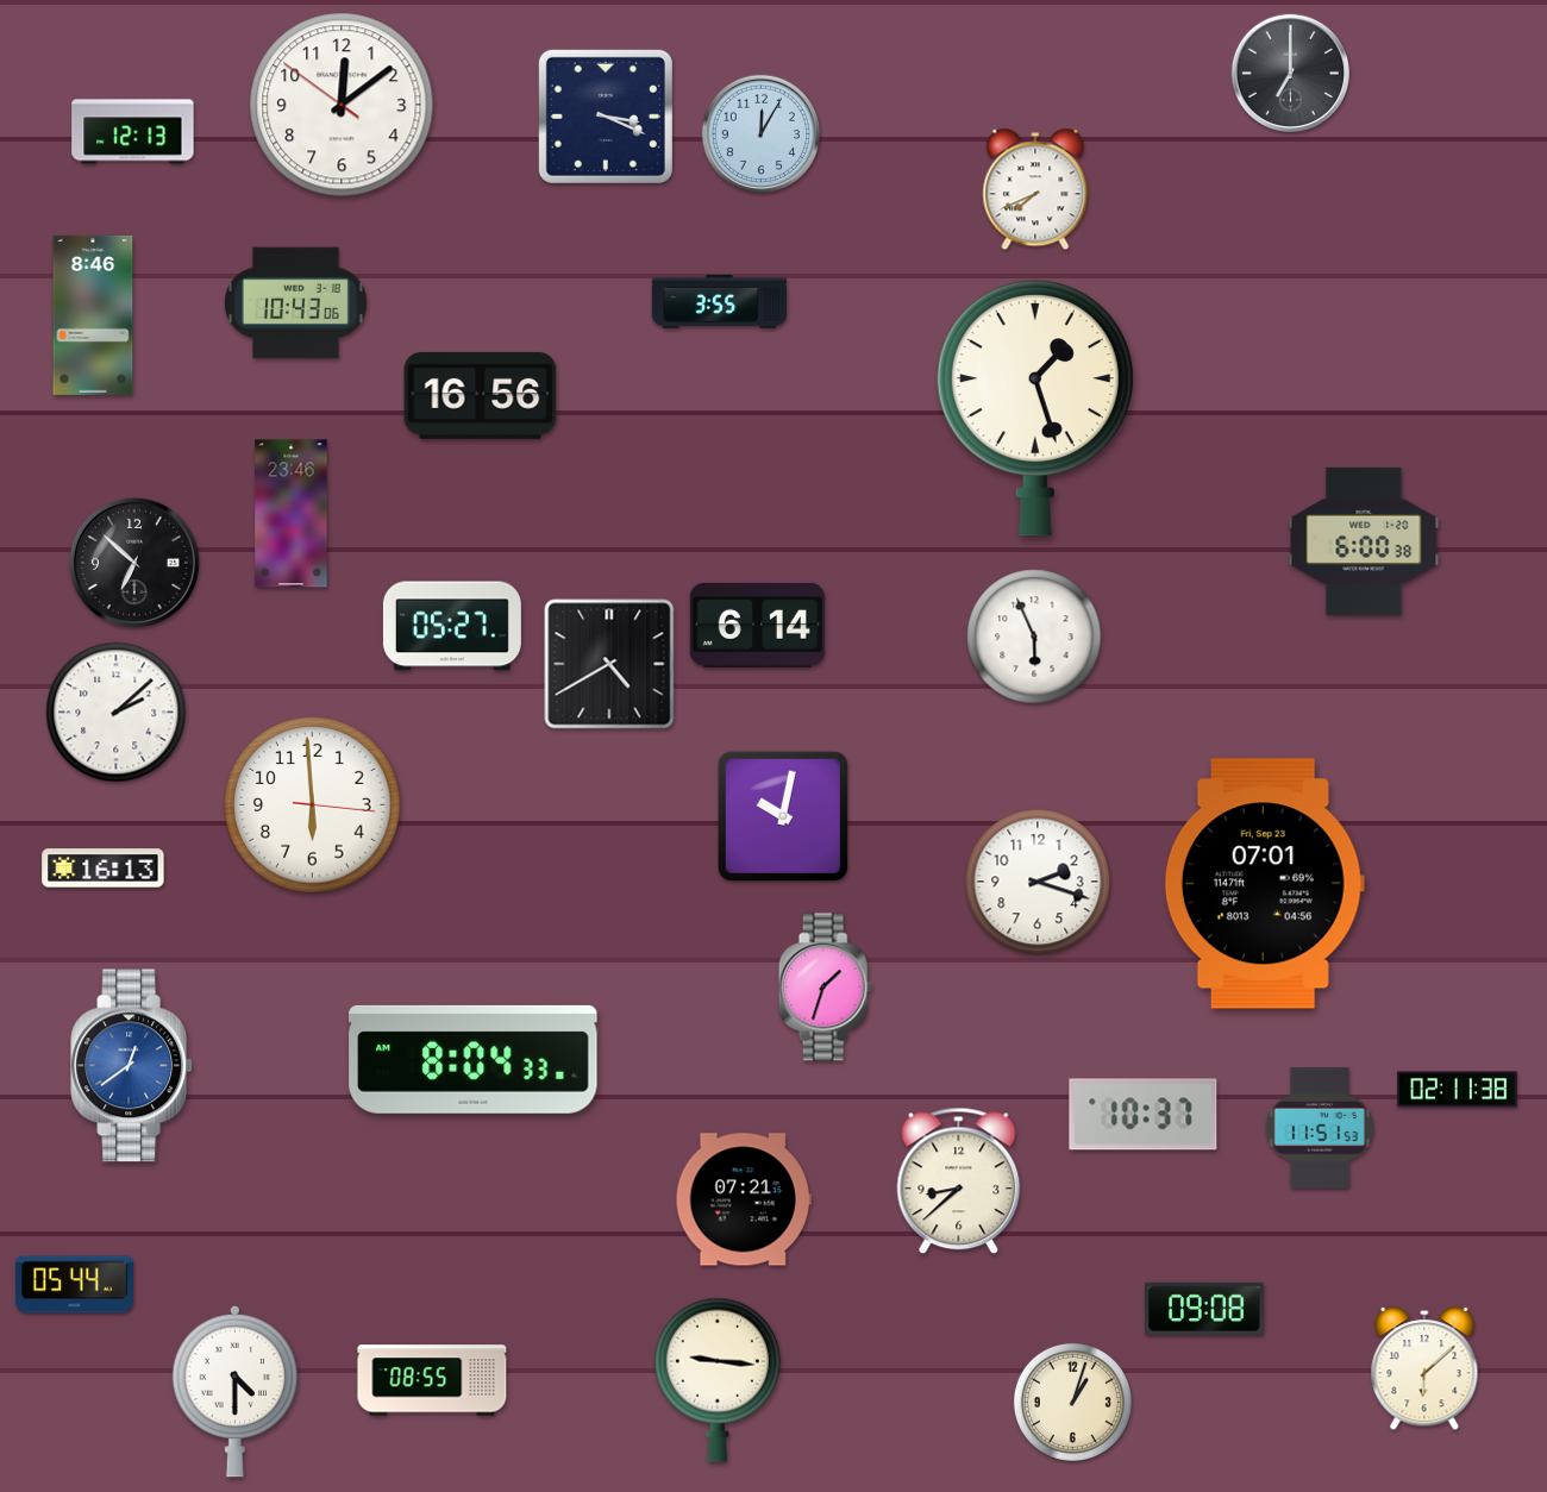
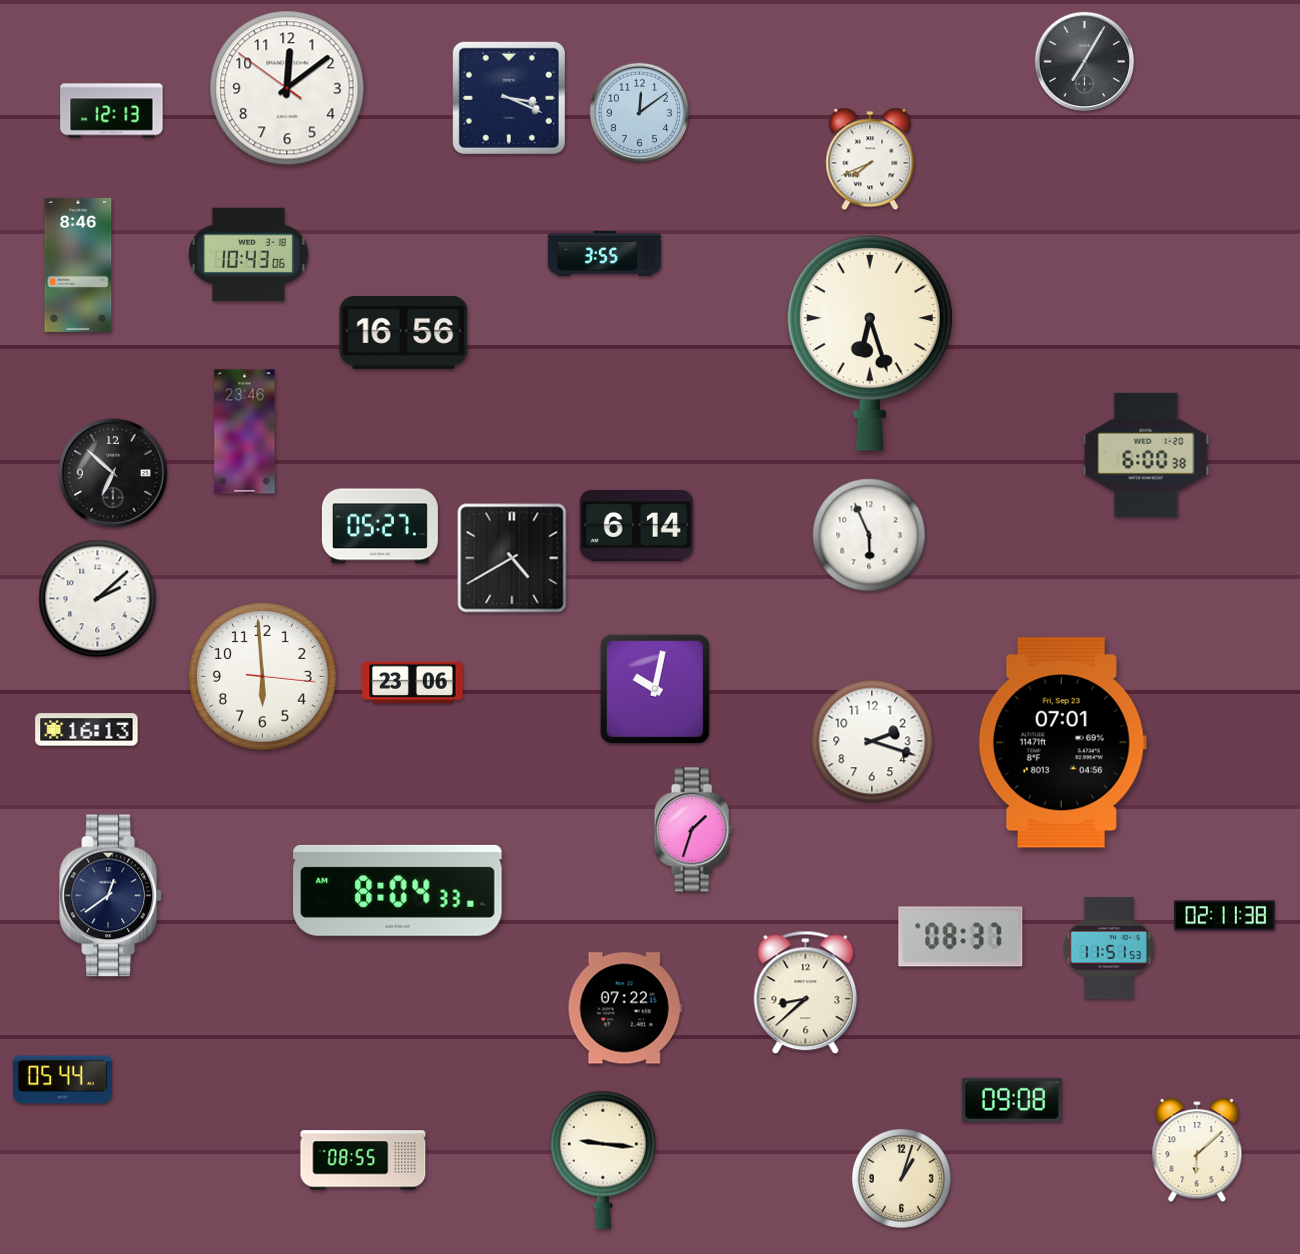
clock at (1290, 73): 7:00 -> 7:05
clock at (760, 133): 12:05 -> 12:09
clock at (1035, 408): 1:27 -> 6:27
clock at (413, 683): none -> 23:06
clock at (783, 816) position: (783, 816) -> (655, 689)
clock at (132, 1066) dial: blue -> navy
clock at (1144, 1115): 10:37 -> 08:37
clock at (744, 1199): 07:21 -> 07:22
clock at (236, 1391): 4:30 -> none
